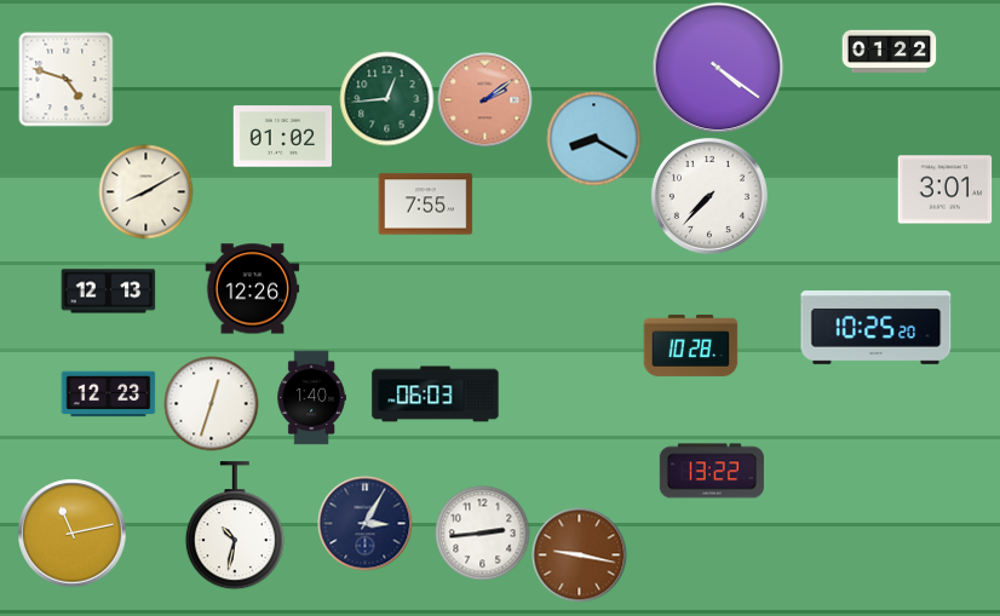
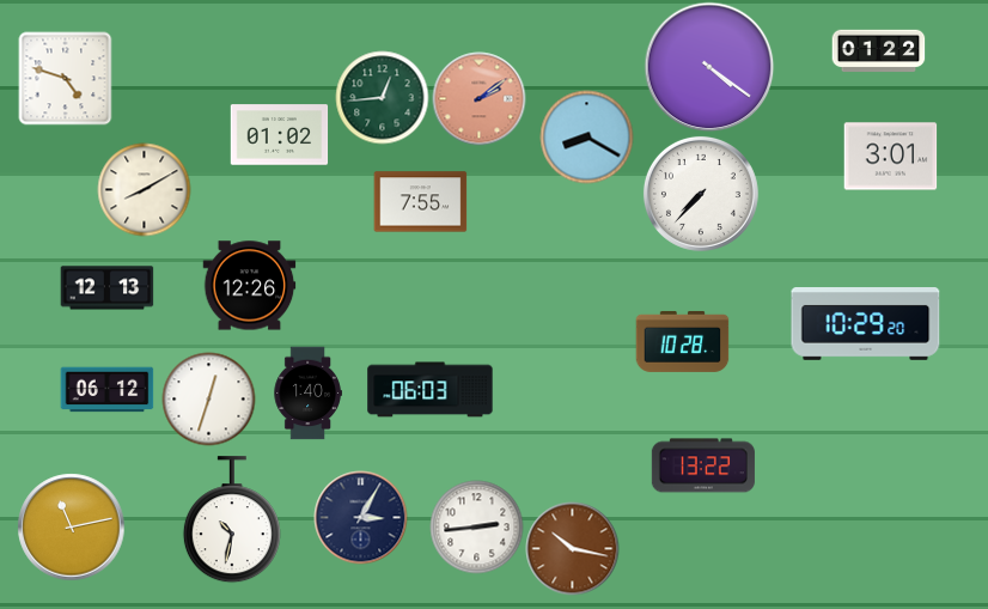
clock at (944, 190) position: (944, 190) -> (890, 157)
clock at (877, 328): 10:25 -> 10:29
clock at (108, 395): 12:23 -> 06:12
clock at (579, 554): 9:17 -> 10:17
